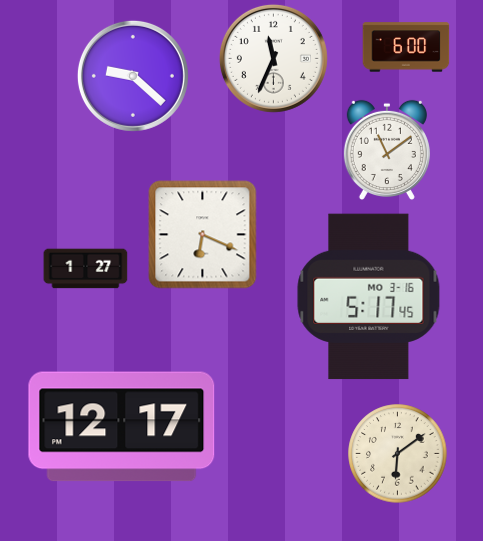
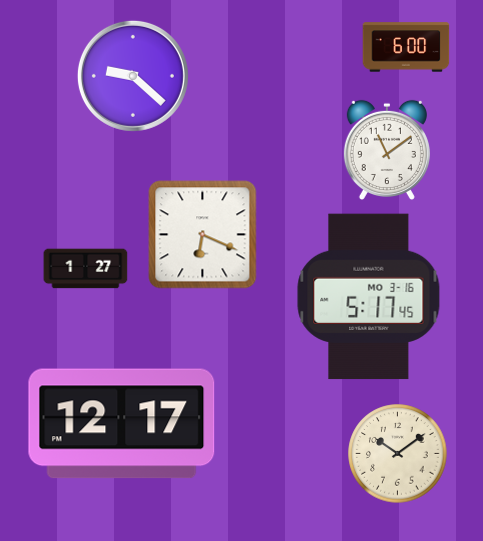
clock at (273, 58): 11:34 -> none
clock at (122, 427) position: (122, 427) -> (122, 424)
clock at (398, 454): 6:09 -> 10:09
